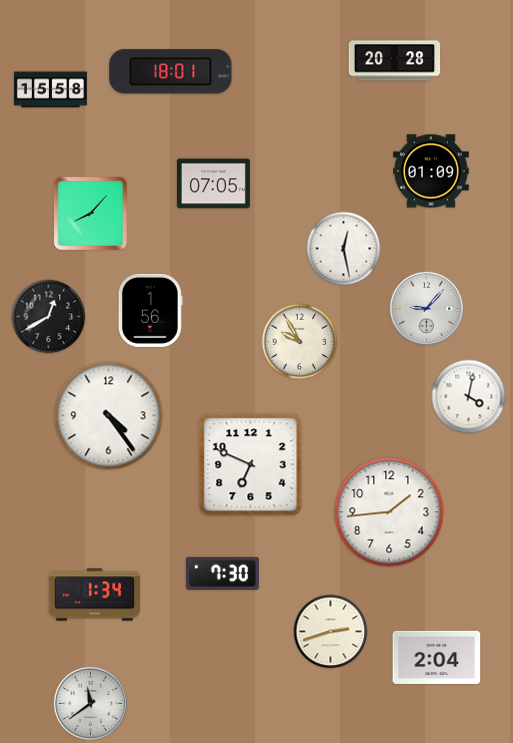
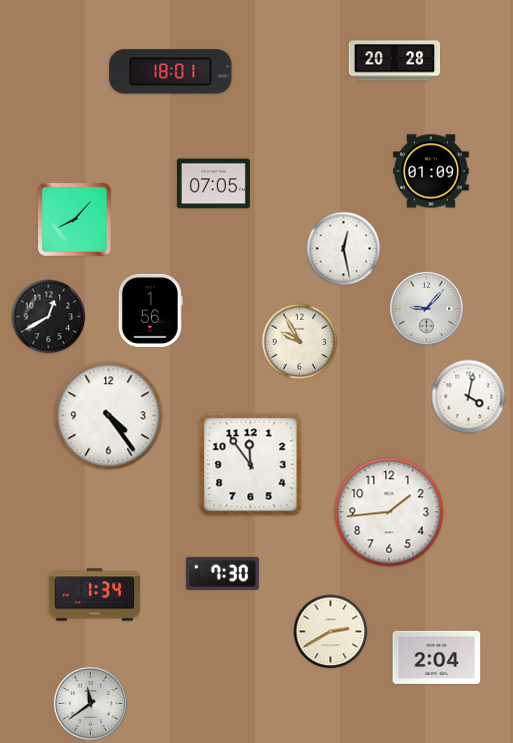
clock at (50, 90): 15:58 -> none
clock at (90, 213) position: (90, 213) -> (74, 219)
clock at (251, 465): 6:49 -> 11:54
clock at (331, 632): 2:42 -> 2:40
